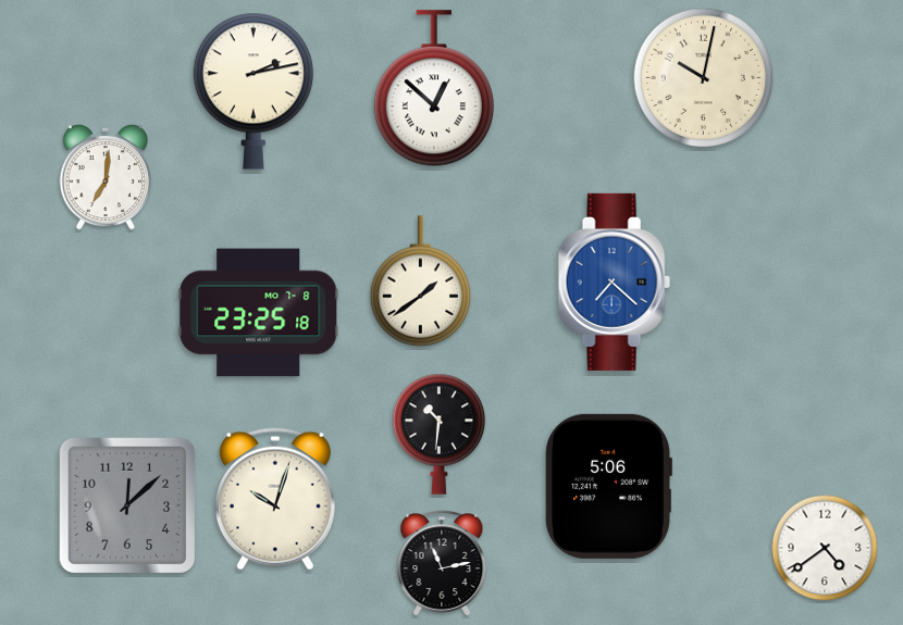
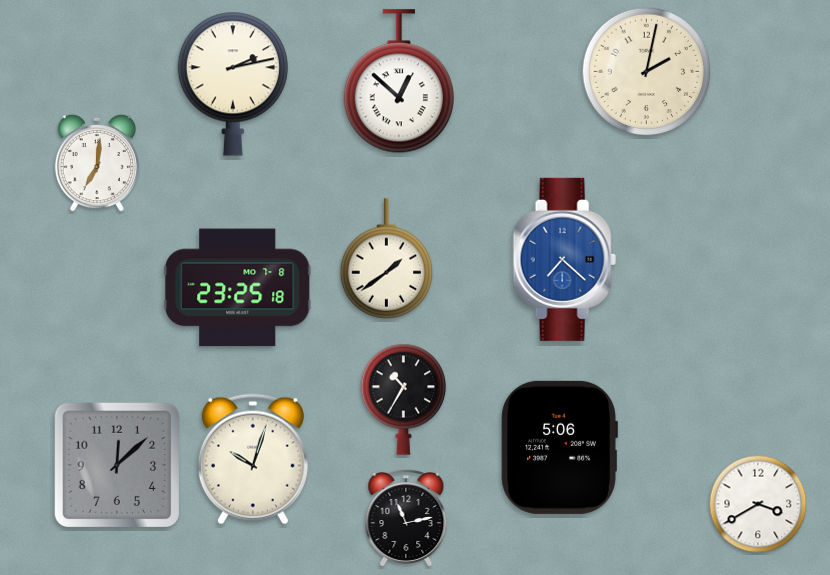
clock at (704, 78): 10:02 -> 2:02
clock at (440, 434): 10:31 -> 10:35
clock at (825, 548): 4:39 -> 3:40
